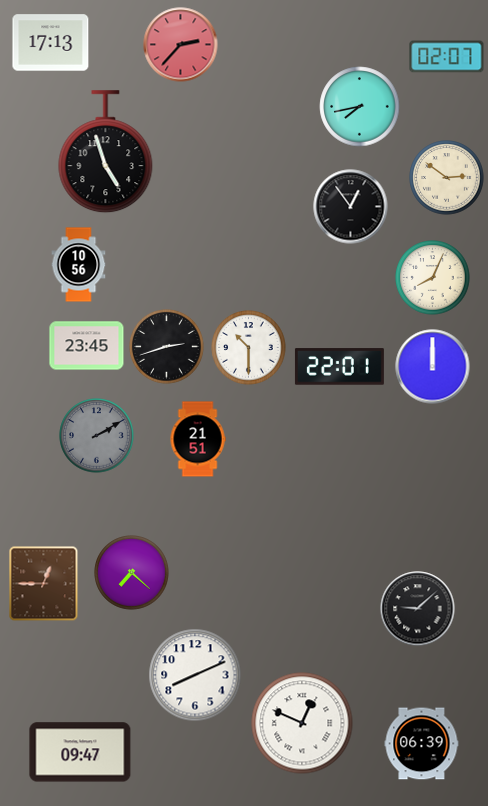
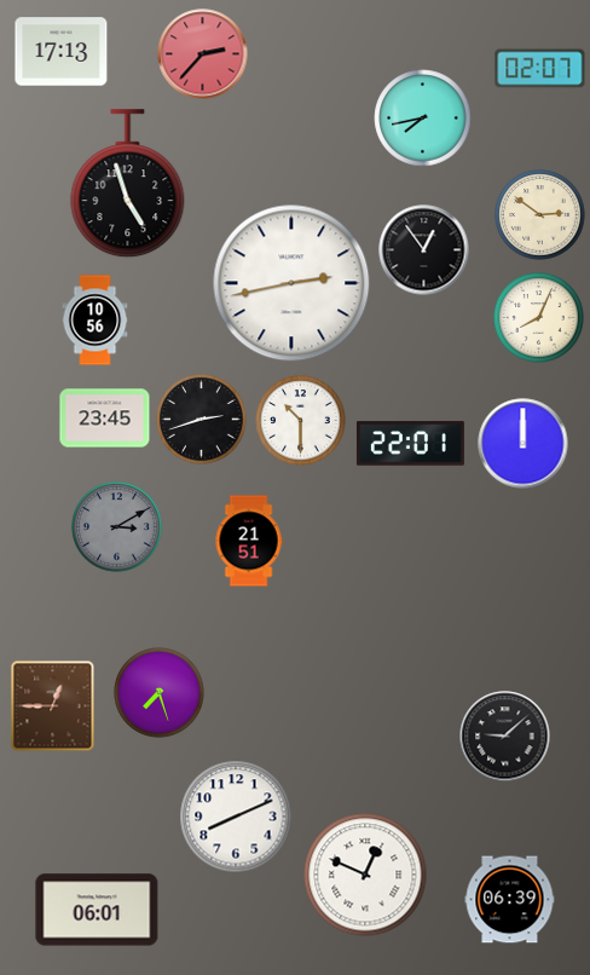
clock at (181, 45) position: (181, 45) -> (203, 54)
clock at (360, 107) position: (360, 107) -> (423, 119)
clock at (291, 283): none -> 2:43
clock at (433, 278) position: (433, 278) -> (539, 318)
clock at (97, 436): 2:10 -> 3:10
clock at (198, 439) position: (198, 439) -> (249, 541)
clock at (132, 573): 7:22 -> 7:27
clock at (80, 752): 09:47 -> 06:01
